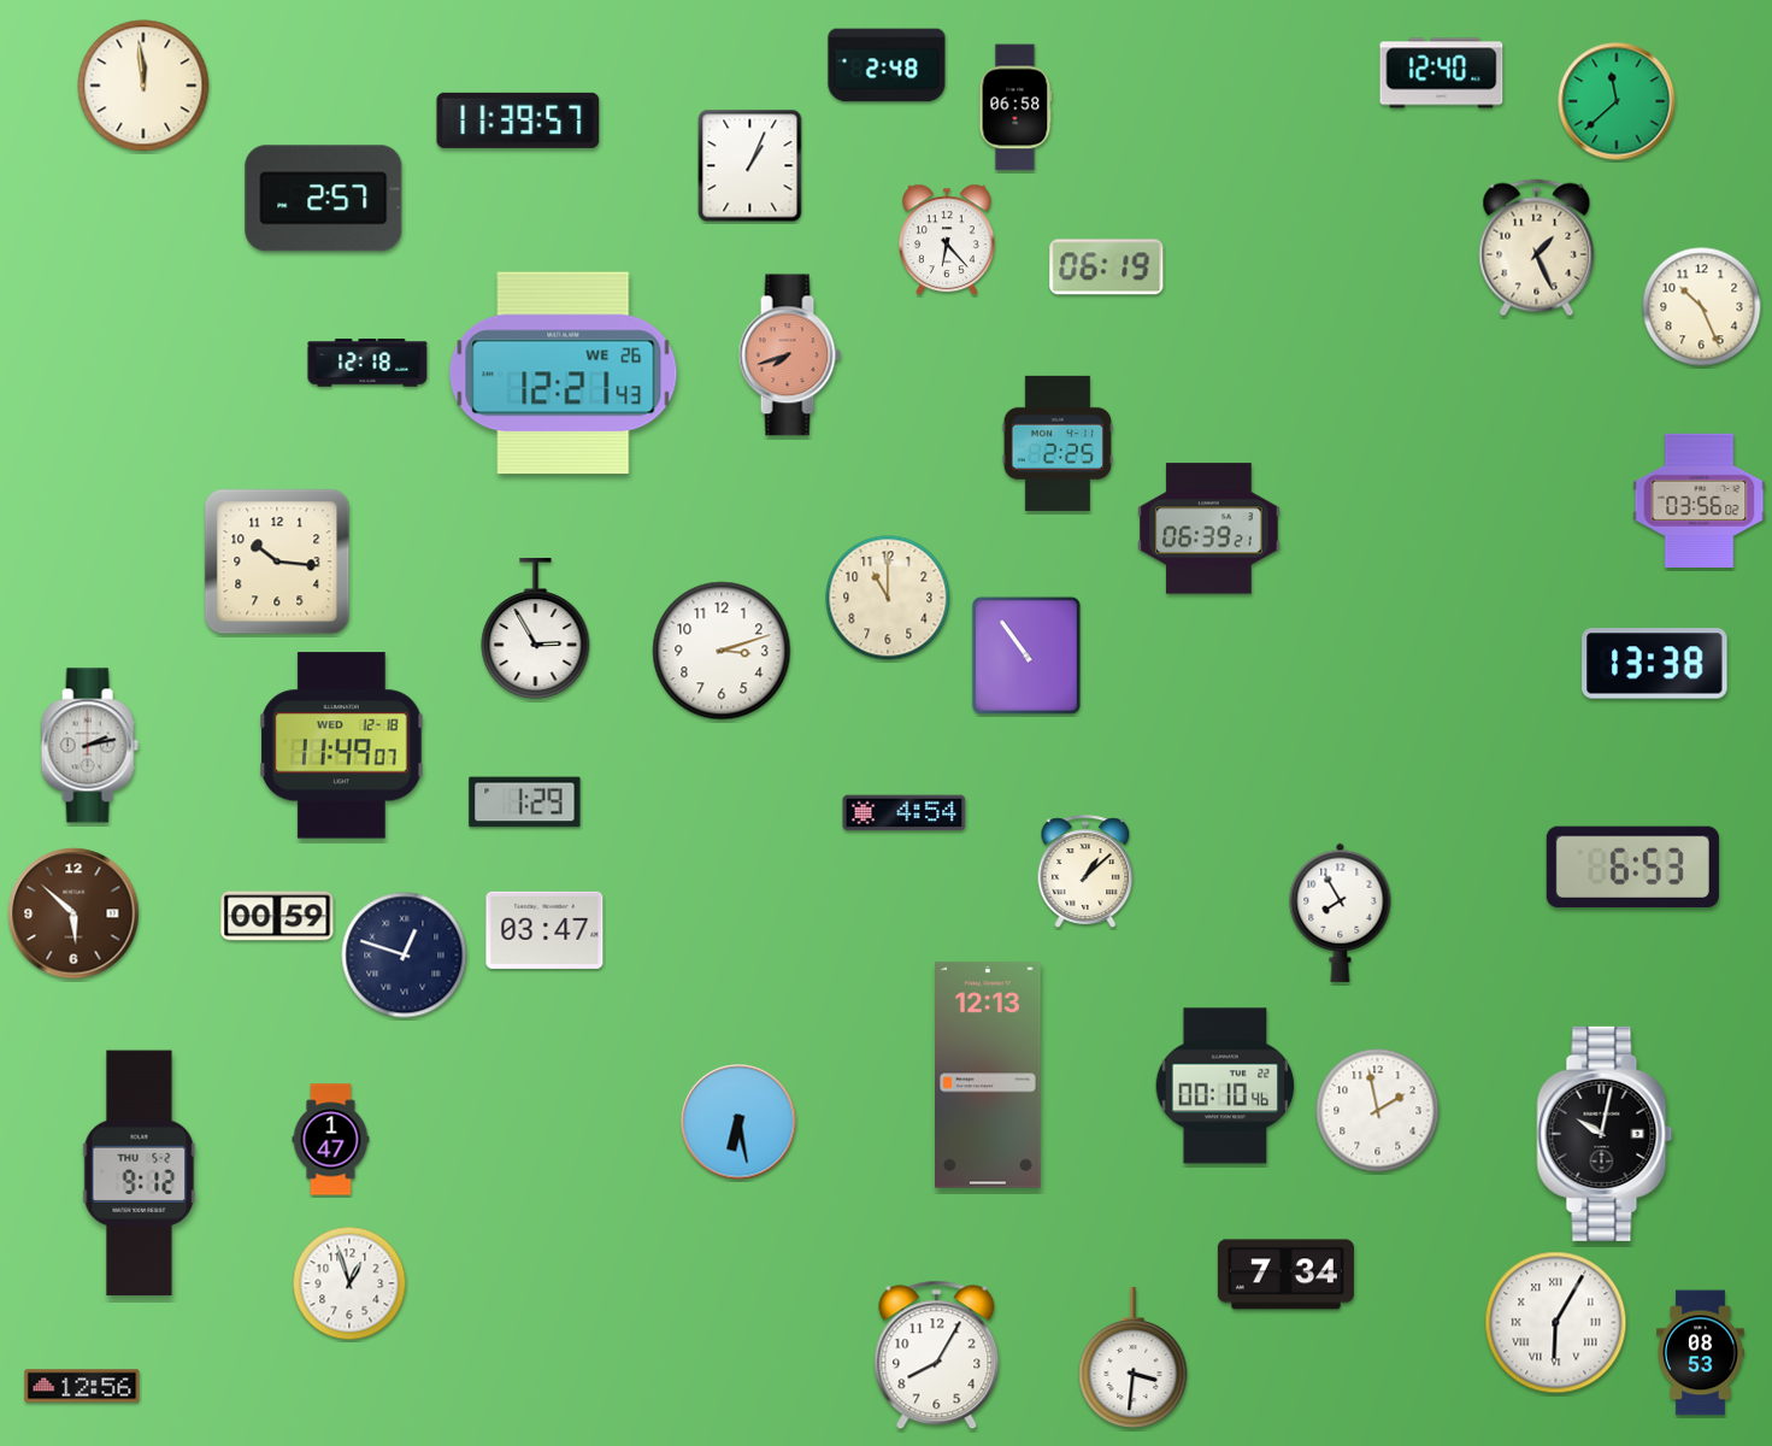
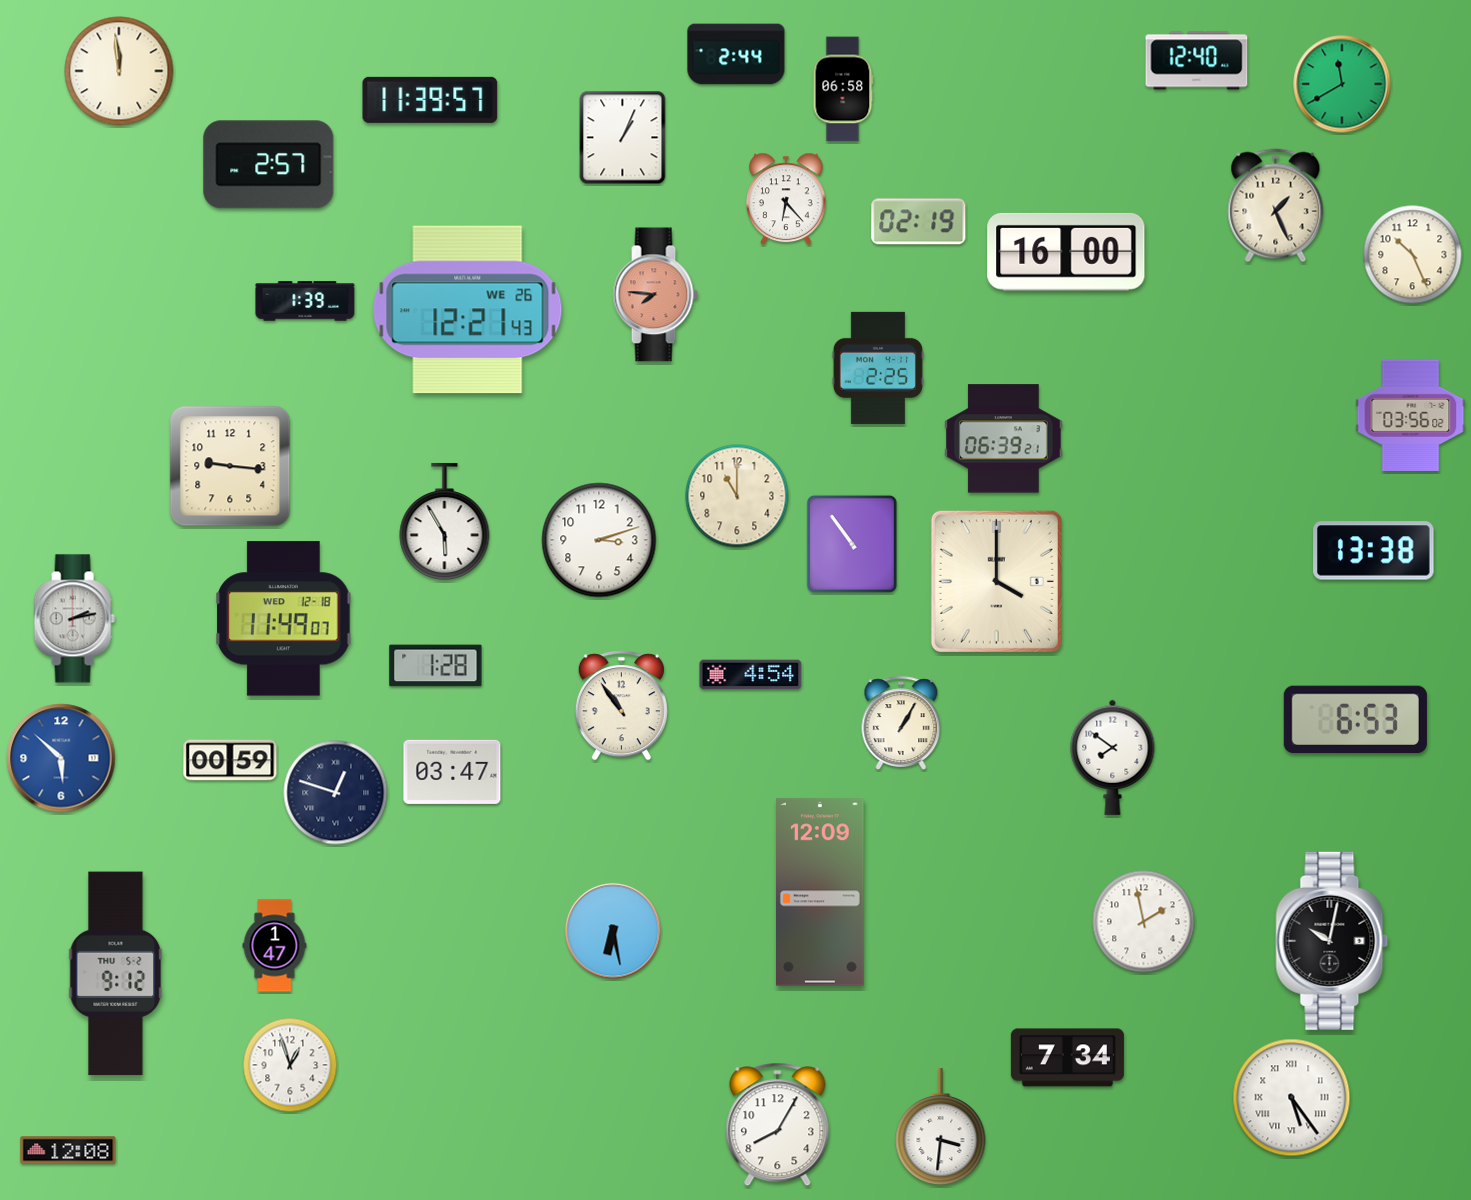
clock at (887, 65): 2:48 -> 2:44
clock at (1617, 101): 11:38 -> 11:40
clock at (1107, 268): 06:19 -> 02:19
clock at (1066, 252): none -> 16:00
clock at (789, 355): 7:42 -> 7:46
clock at (367, 363): 12:18 -> 1:39
clock at (277, 562): 10:16 -> 9:16
clock at (536, 629): 2:55 -> 5:55
clock at (996, 581): none -> 4:00
clock at (525, 803): 1:29 -> 1:28
clock at (621, 706): none -> 10:54
clock at (1085, 871): 1:08 -> 1:05
clock at (1341, 912): 7:55 -> 7:51
clock at (73, 913) dial: brown -> blue
clock at (989, 1075): 12:13 -> 12:09
clock at (1225, 1086): 00:10 -> none
clock at (1556, 1323): 6:05 -> 5:24
clock at (1701, 1353): 08:53 -> none
clock at (82, 1386): 12:56 -> 12:08
